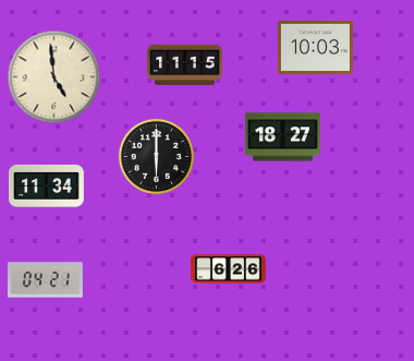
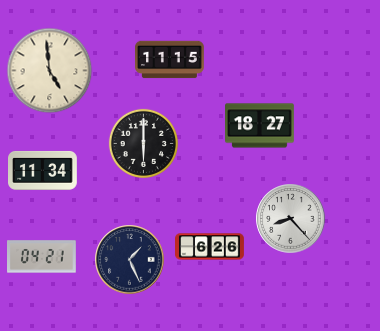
clock at (316, 47): 10:03 -> none
clock at (291, 219): none -> 8:23
clock at (130, 260): none -> 1:26
